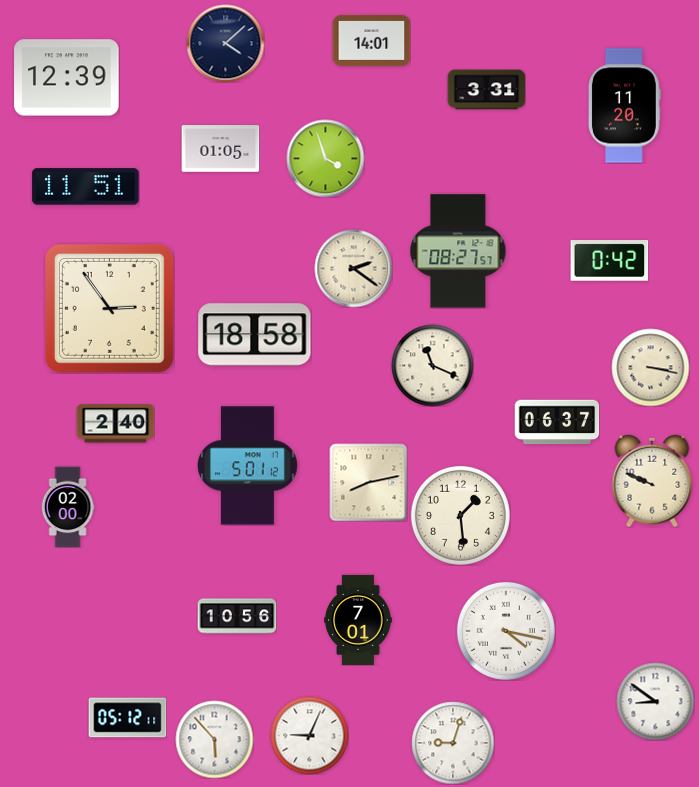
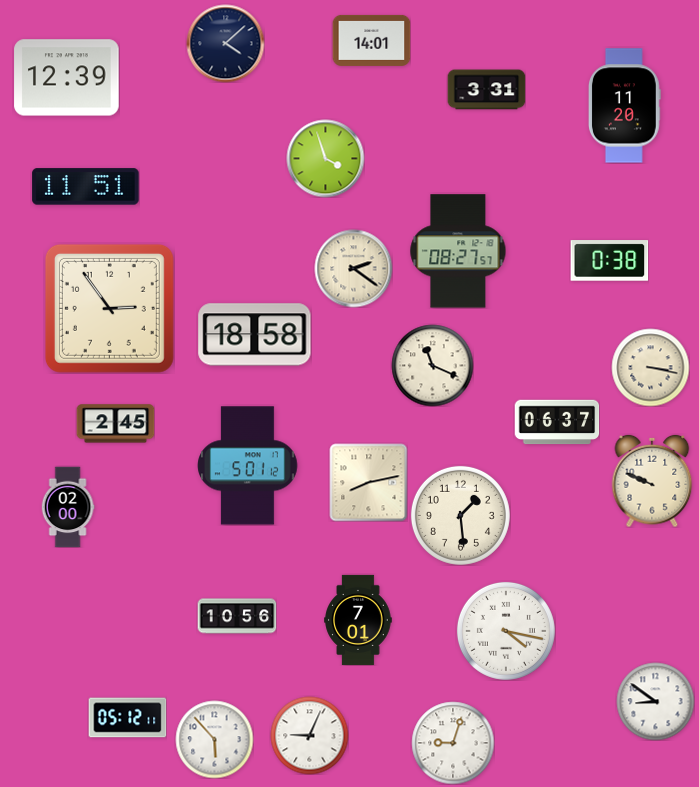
clock at (220, 149): 01:05 -> none
clock at (609, 261): 0:42 -> 0:38
clock at (115, 424): 2:40 -> 2:45
